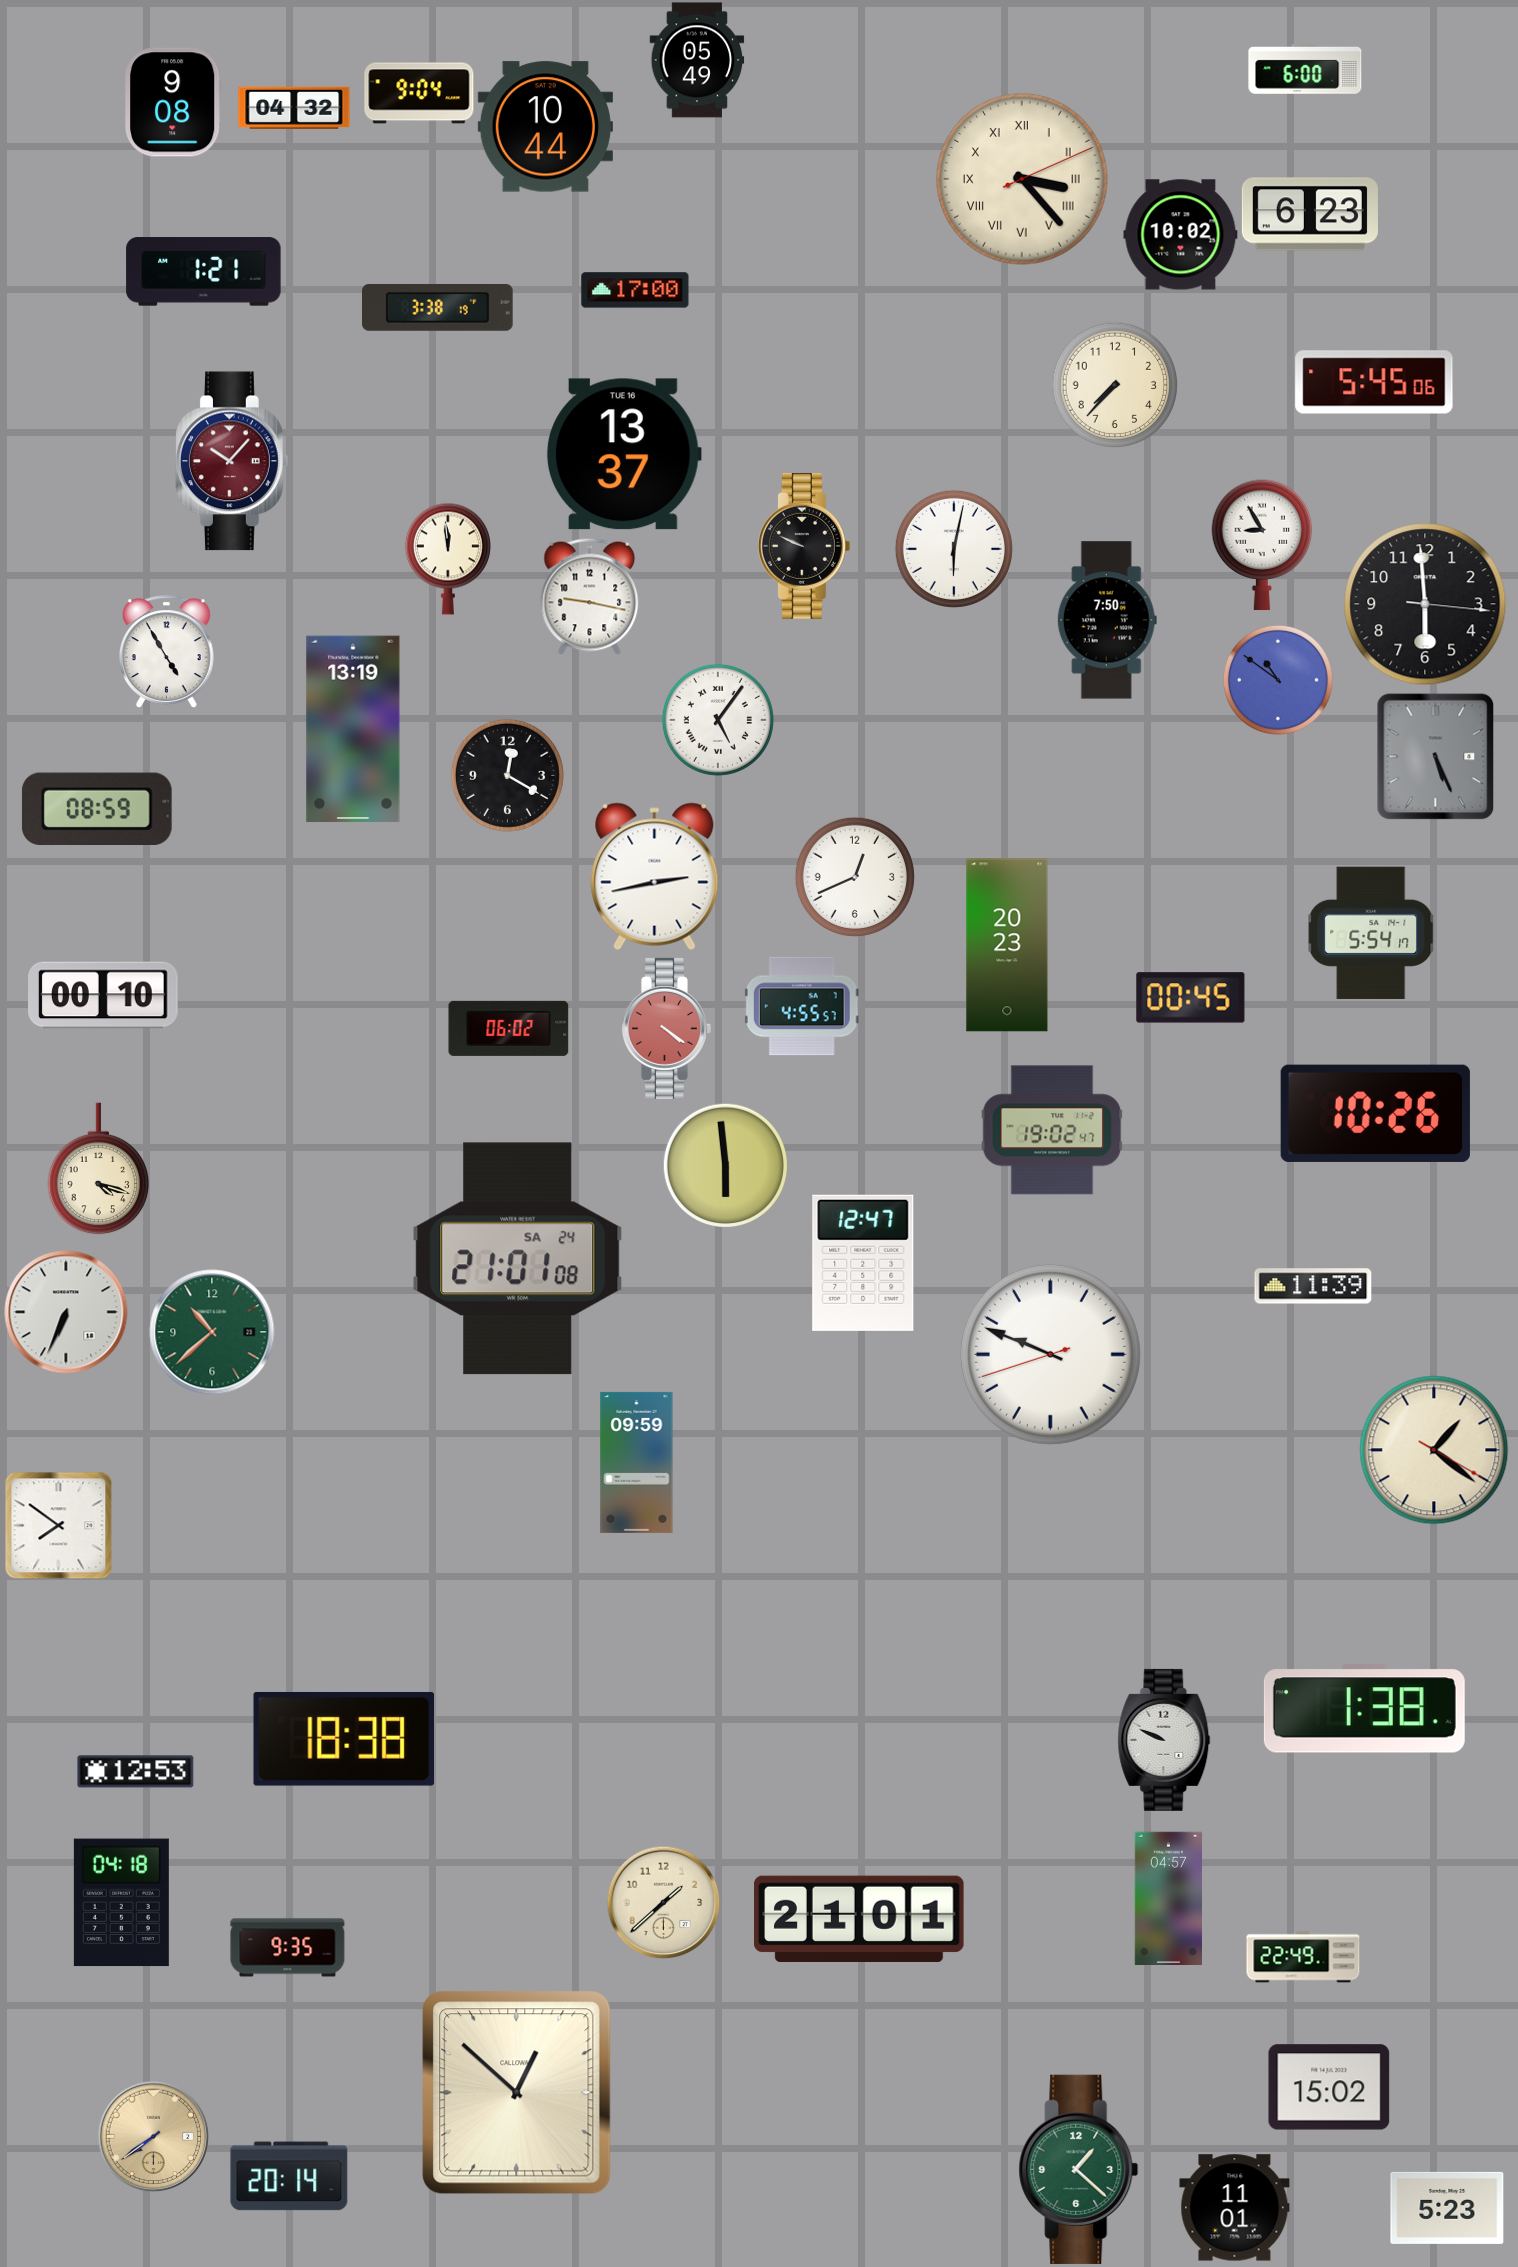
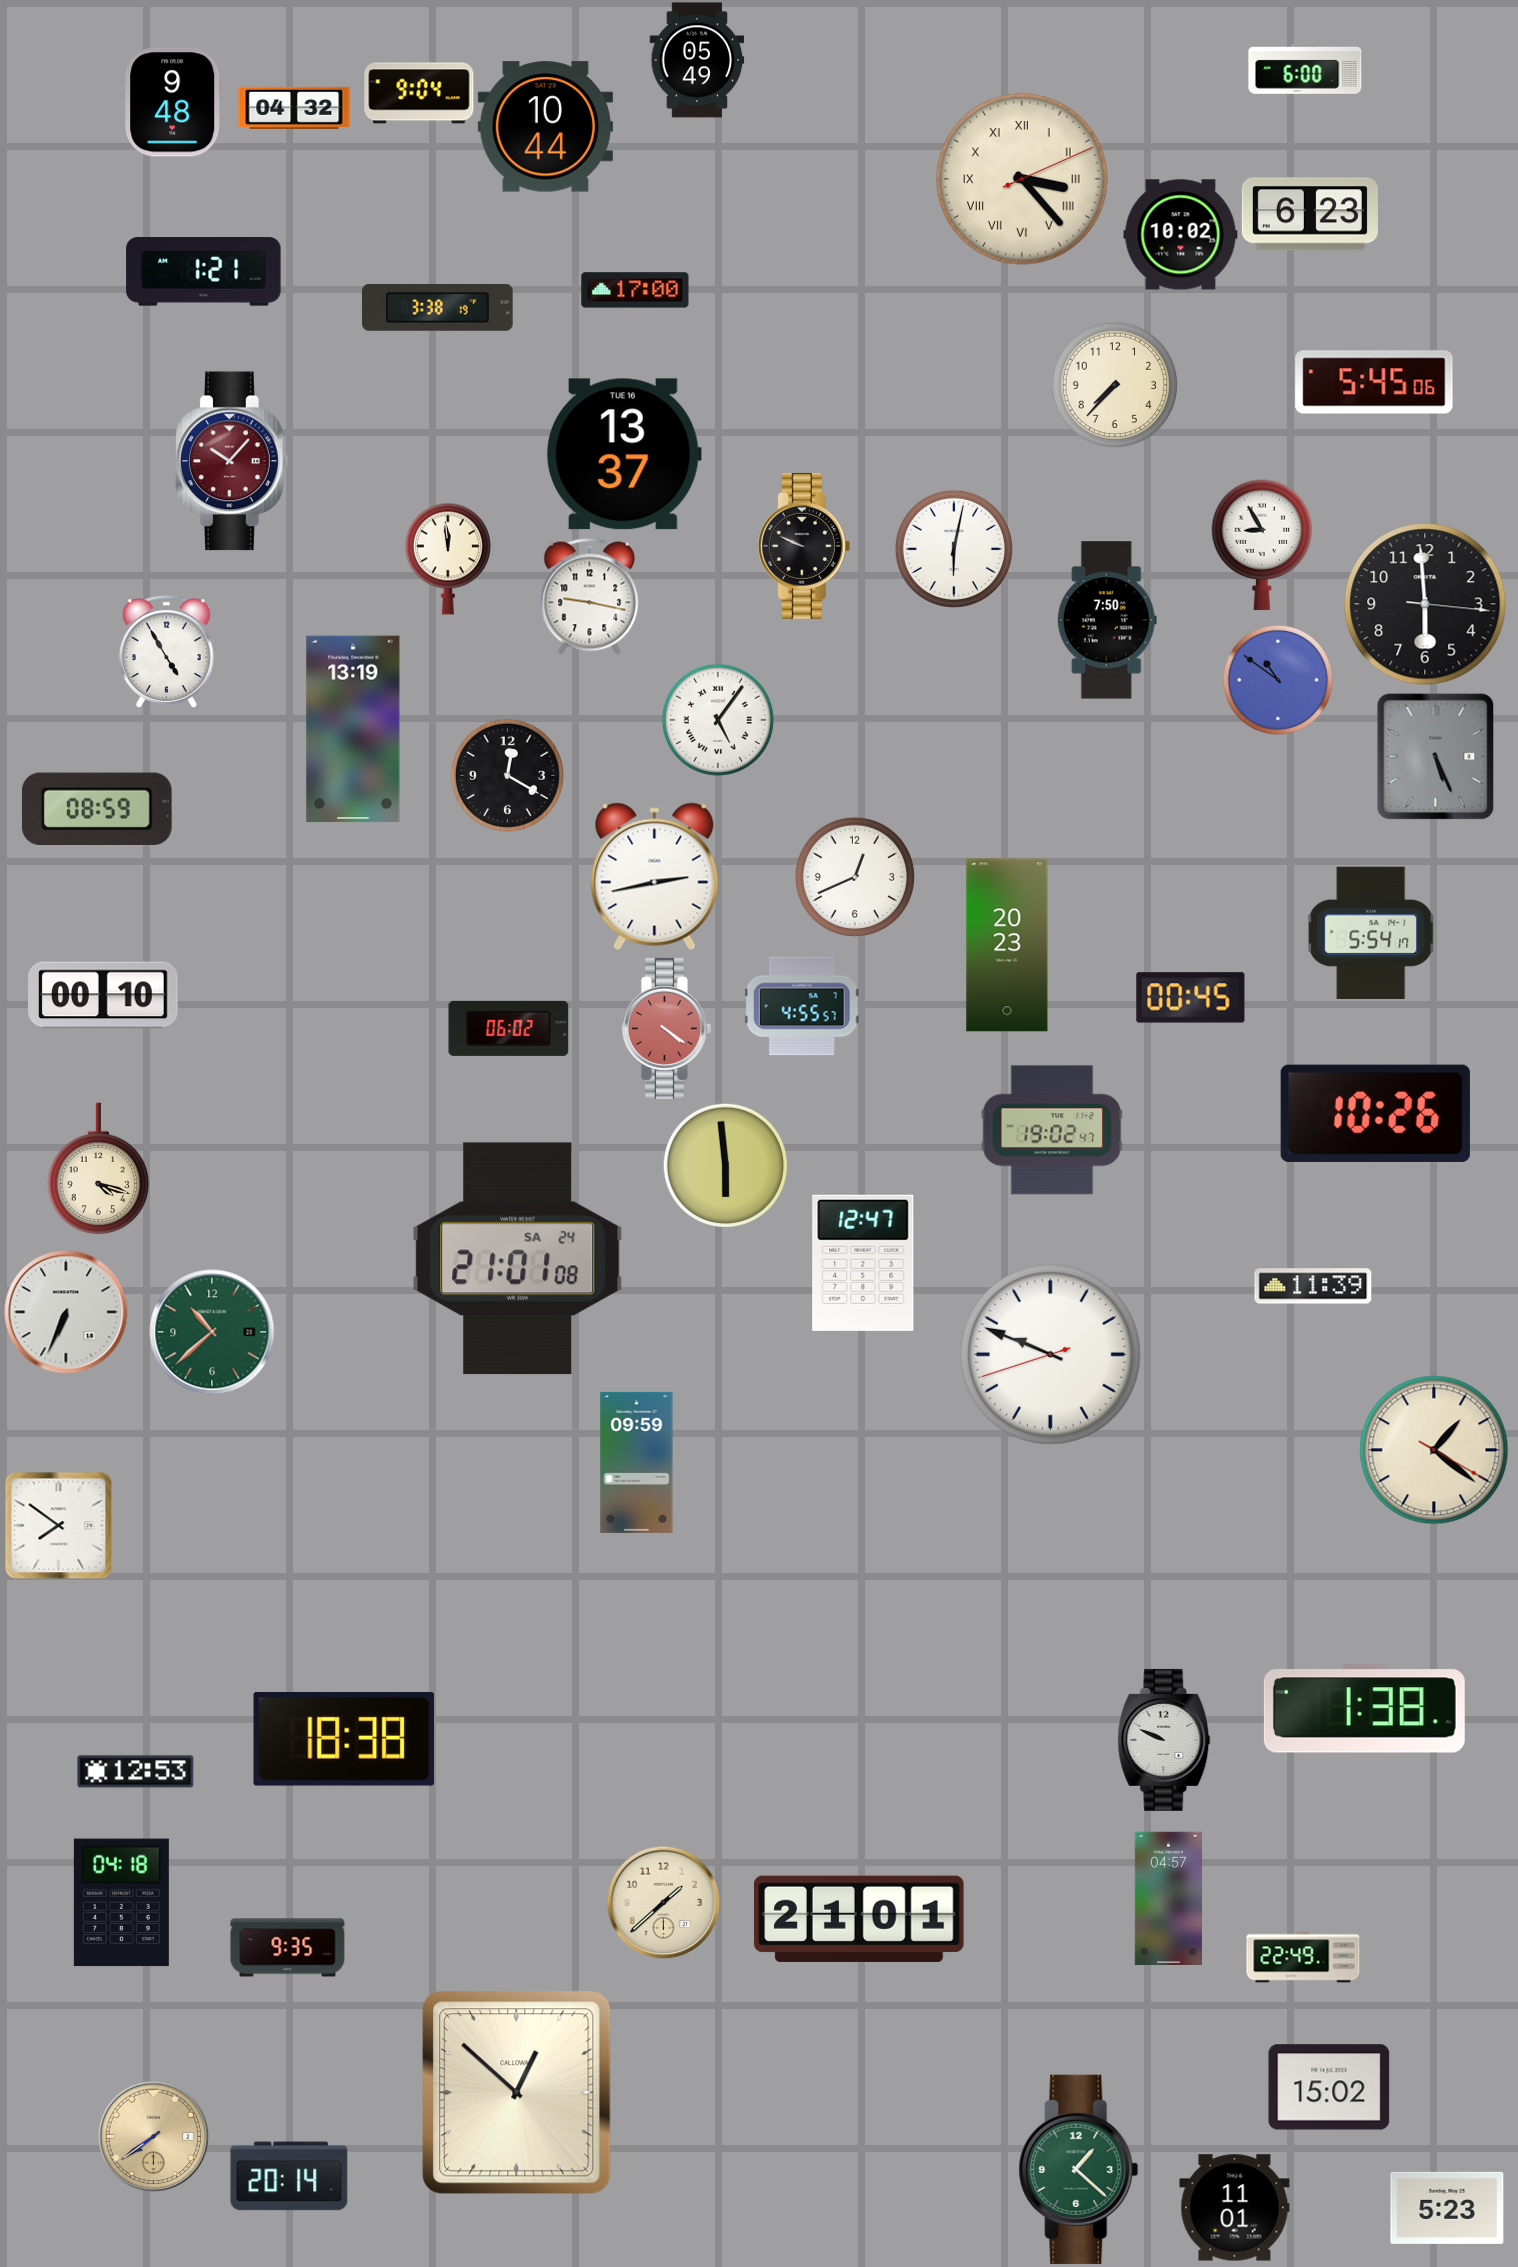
clock at (174, 102): 9:08 -> 9:48
